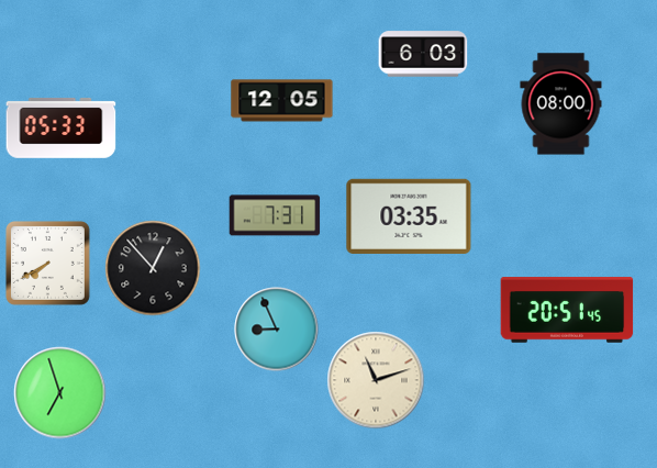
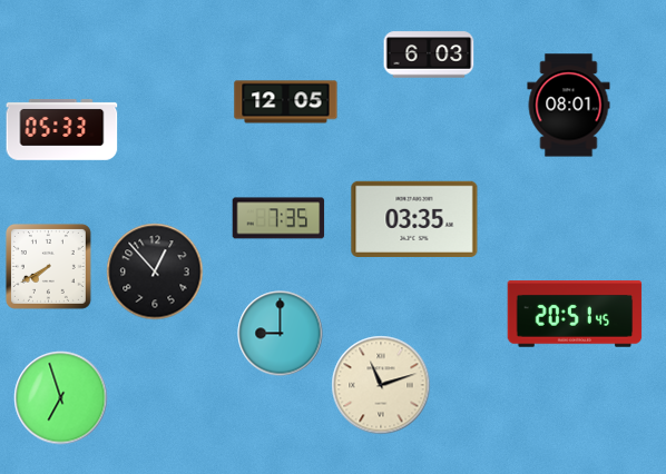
clock at (561, 104): 08:00 -> 08:01
clock at (275, 215): 7:31 -> 7:35
clock at (277, 330): 8:56 -> 9:00
